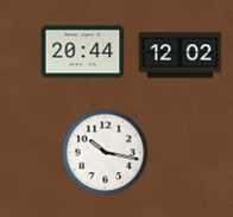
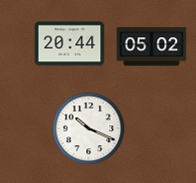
clock at (181, 56): 12:02 -> 05:02
clock at (106, 153): 10:17 -> 10:19
